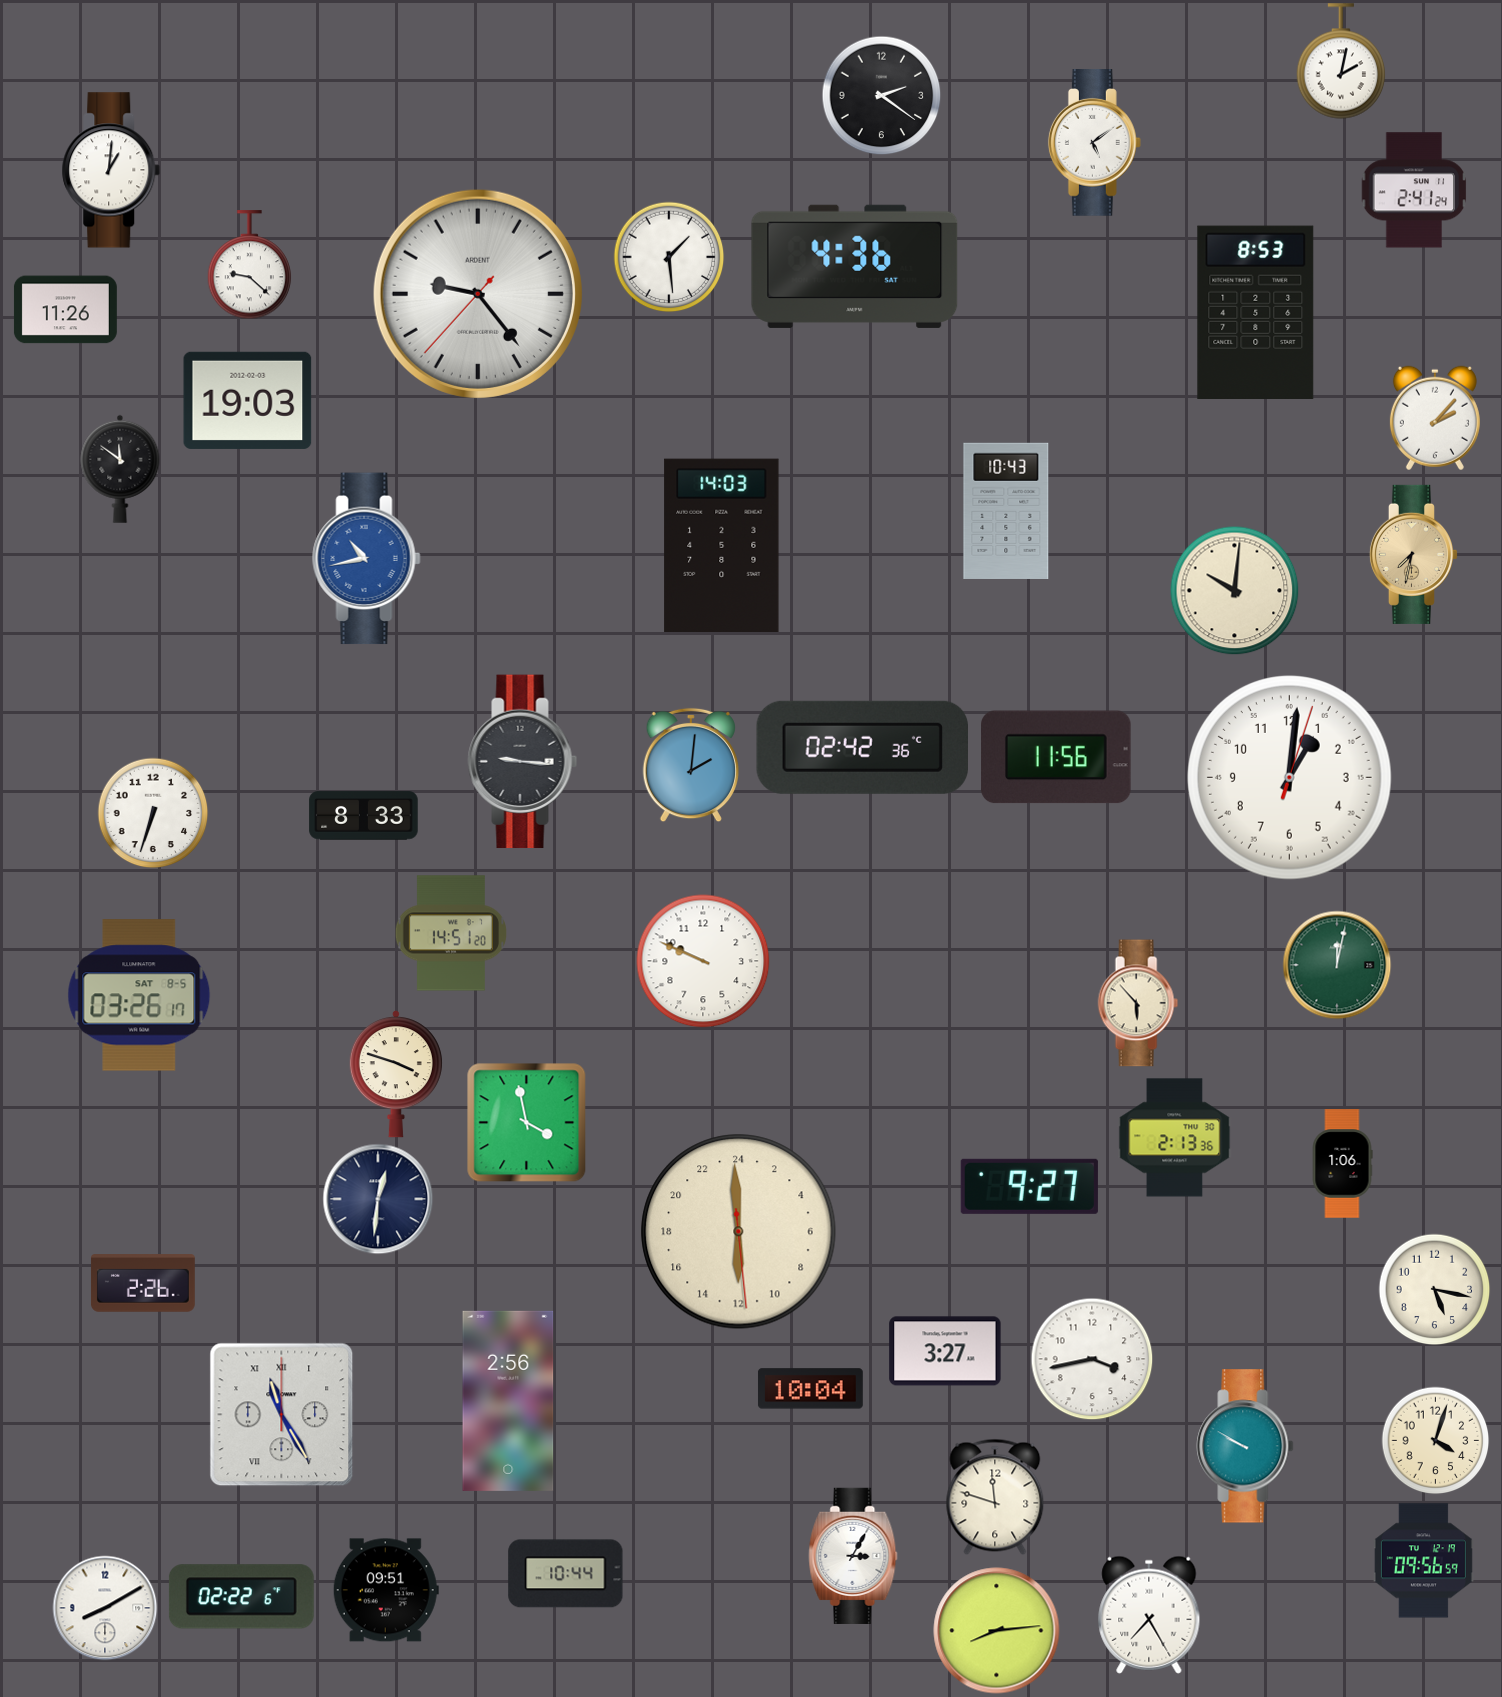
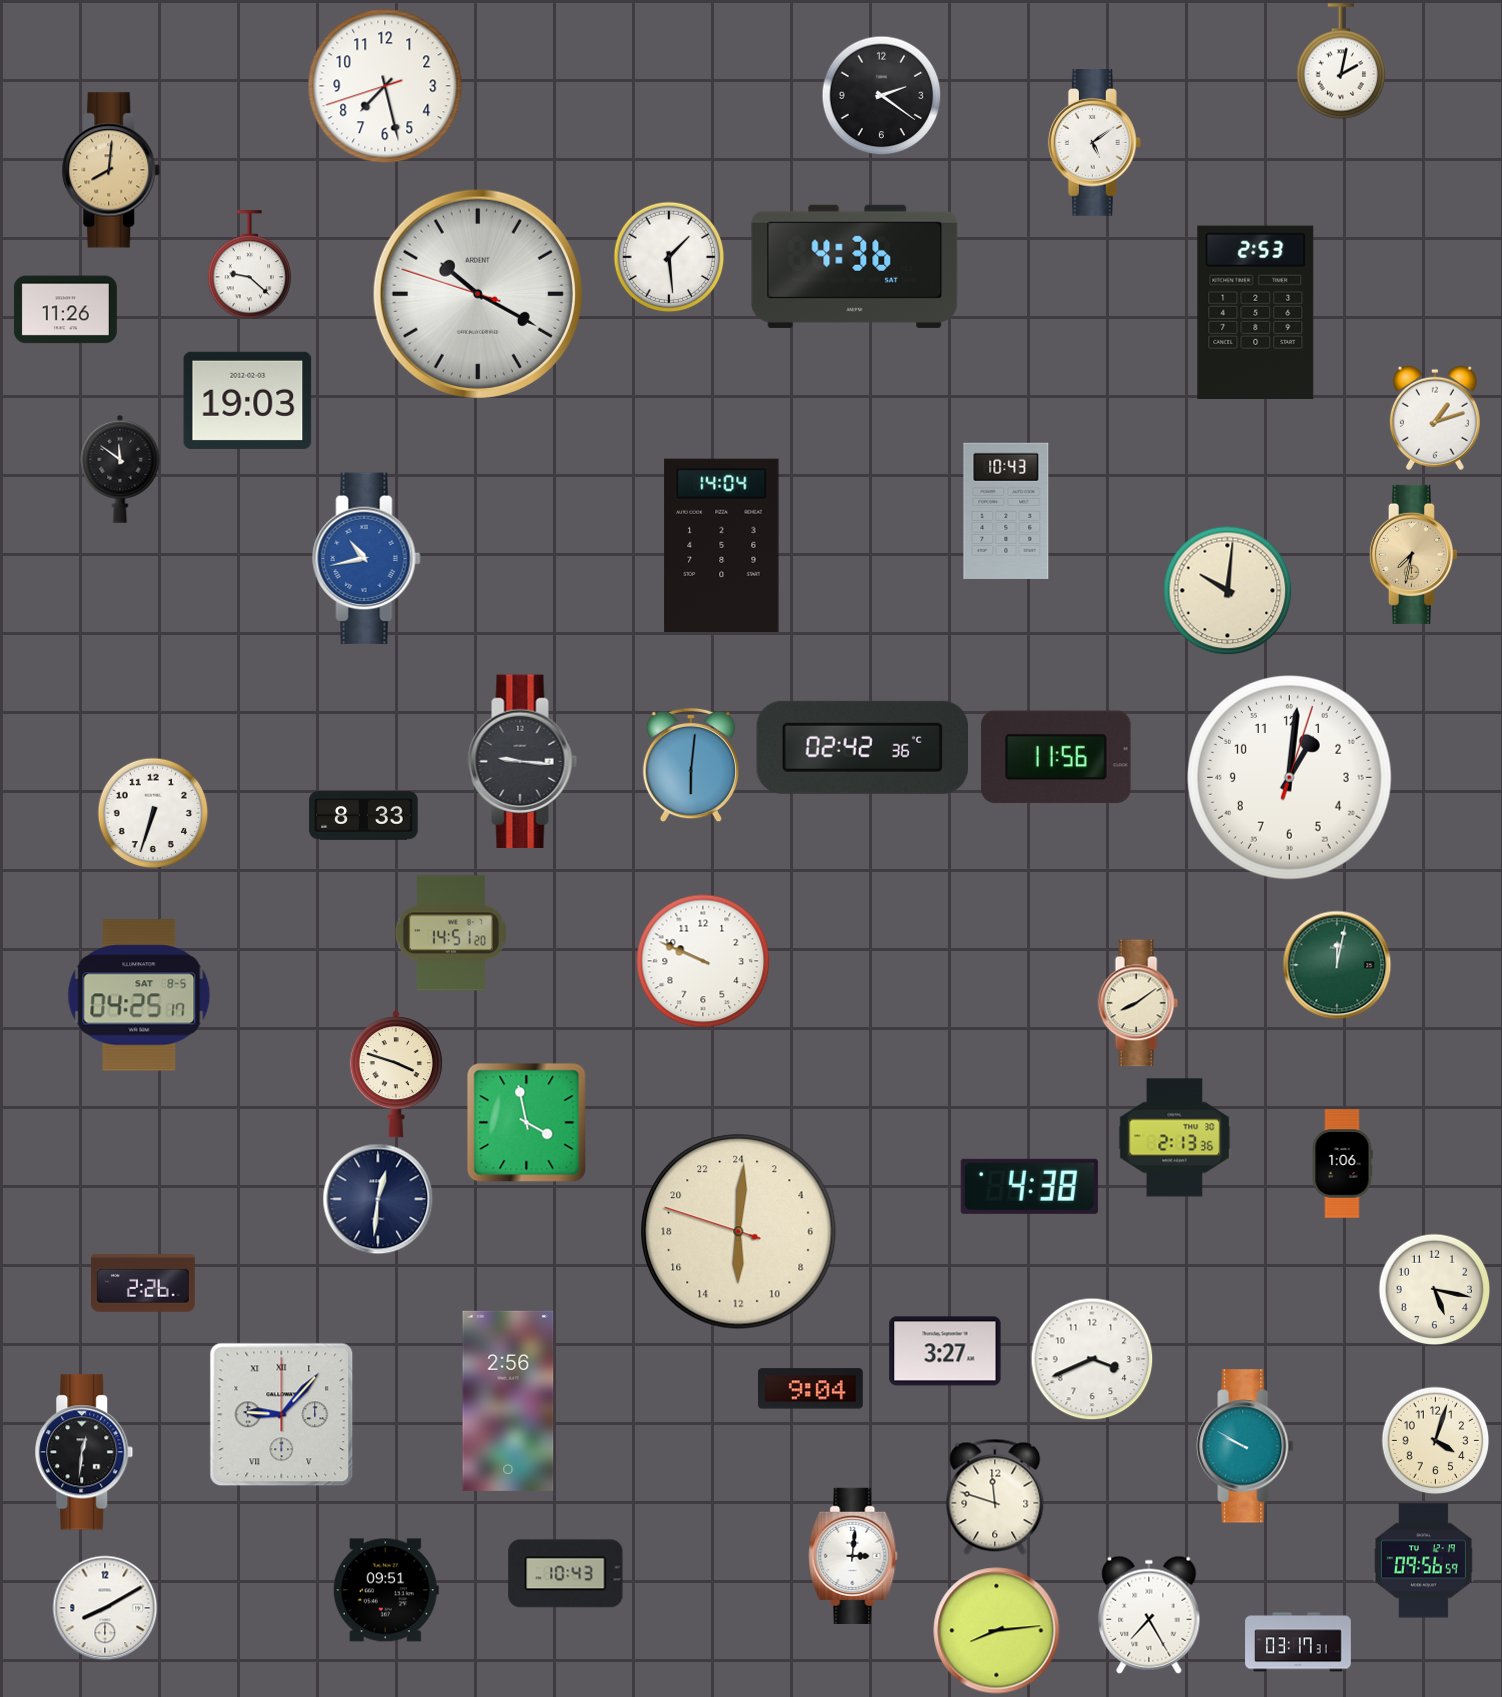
clock at (385, 86): none -> 7:27
clock at (111, 170): 1:01 -> 8:01
clock at (111, 170) dial: white -> champagne
clock at (1414, 190): 2:41 -> none
clock at (478, 294): 9:23 -> 10:19
clock at (1256, 312): 8:53 -> 2:53
clock at (1435, 418): 2:07 -> 1:12
clock at (722, 545): 14:03 -> 14:04
clock at (1235, 591) position: (1235, 591) -> (1228, 591)
clock at (690, 765): 2:01 -> 6:01
clock at (139, 995): 03:26 -> 04:25
clock at (1138, 1003): 5:53 -> 8:09
clock at (1029, 1186): 9:27 -> 4:38
clock at (739, 1232): 11:59 -> 12:00
clock at (1092, 1359): 3:43 -> 3:41
clock at (810, 1389): 10:04 -> 9:04
clock at (282, 1415): 11:25 -> 9:07
clock at (84, 1452): none -> 12:31
clock at (853, 1556): 3:05 -> 3:01
clock at (566, 1574): 10:44 -> 10:43
clock at (241, 1597): 02:22 -> none
clock at (1298, 1642): none -> 03:17
